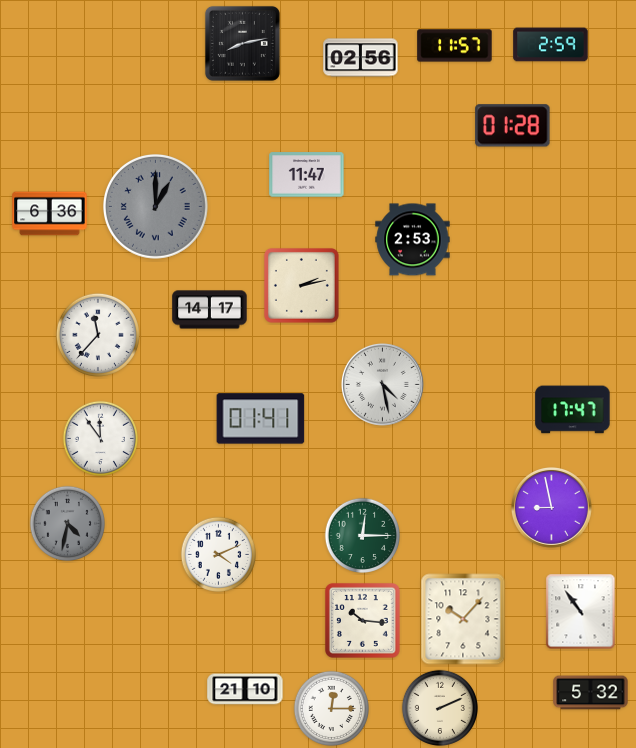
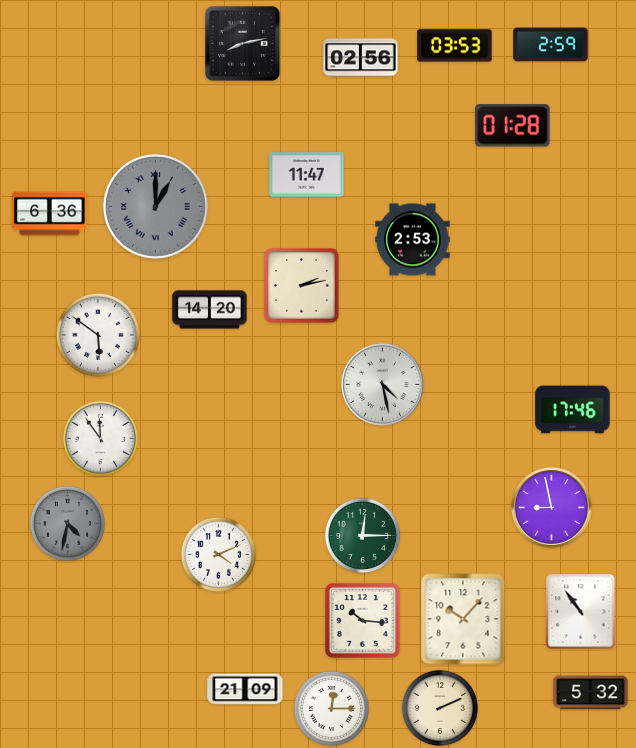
clock at (455, 46): 11:57 -> 03:53
clock at (210, 310): 14:17 -> 14:20
clock at (98, 335): 11:37 -> 5:51
clock at (573, 410): 17:47 -> 17:46
clock at (261, 419): 01:41 -> none
clock at (245, 689): 21:10 -> 21:09
